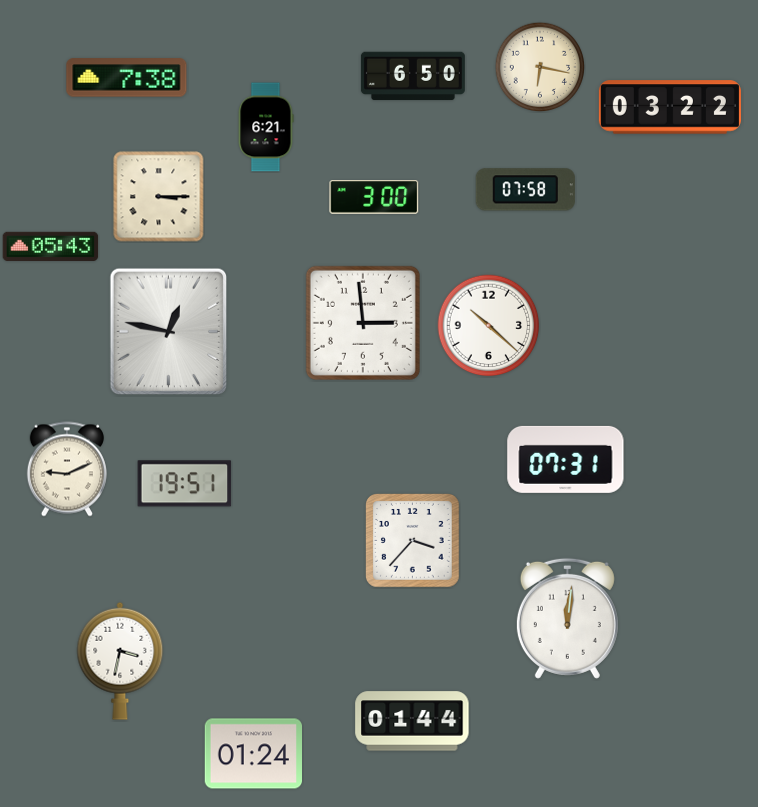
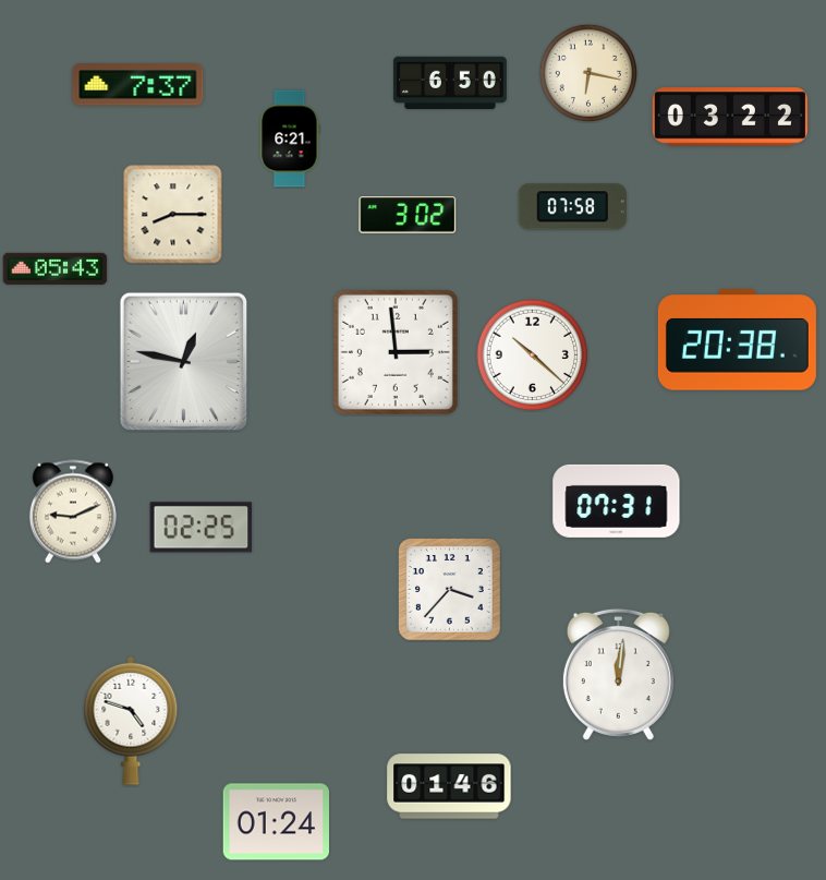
clock at (127, 78): 7:38 -> 7:37
clock at (159, 197): 3:15 -> 8:15
clock at (374, 197): 3:00 -> 3:02
clock at (737, 340): none -> 20:38
clock at (185, 484): 19:51 -> 02:25
clock at (120, 661): 3:32 -> 4:48
clock at (412, 721): 01:44 -> 01:46
